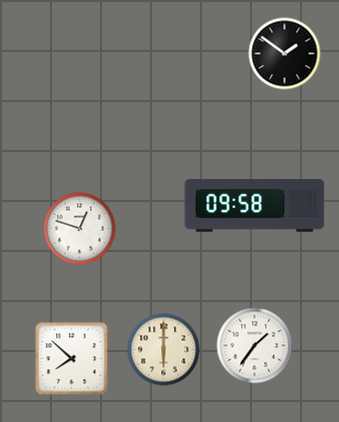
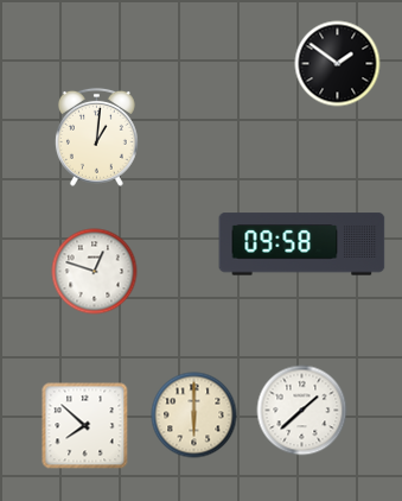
clock at (96, 137): none -> 1:01
clock at (255, 346): 1:36 -> 1:38
